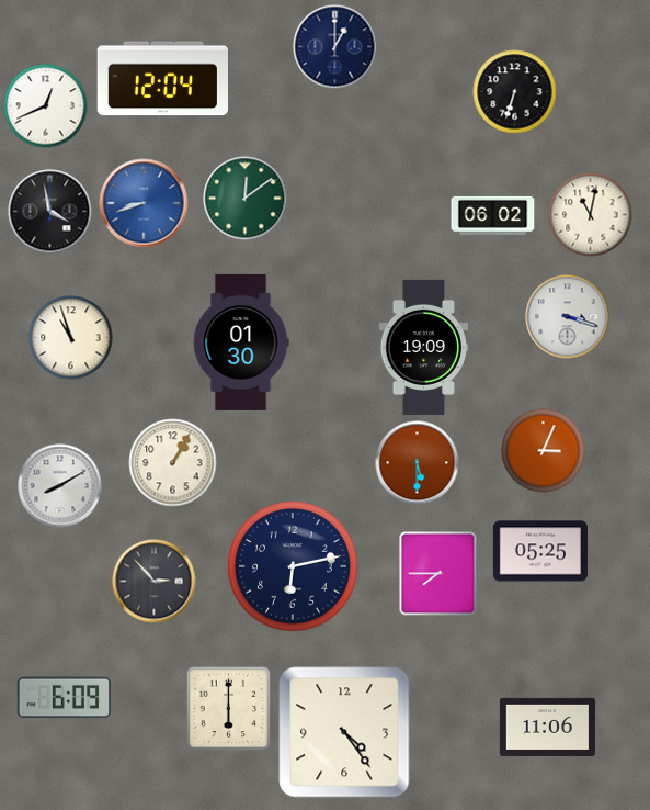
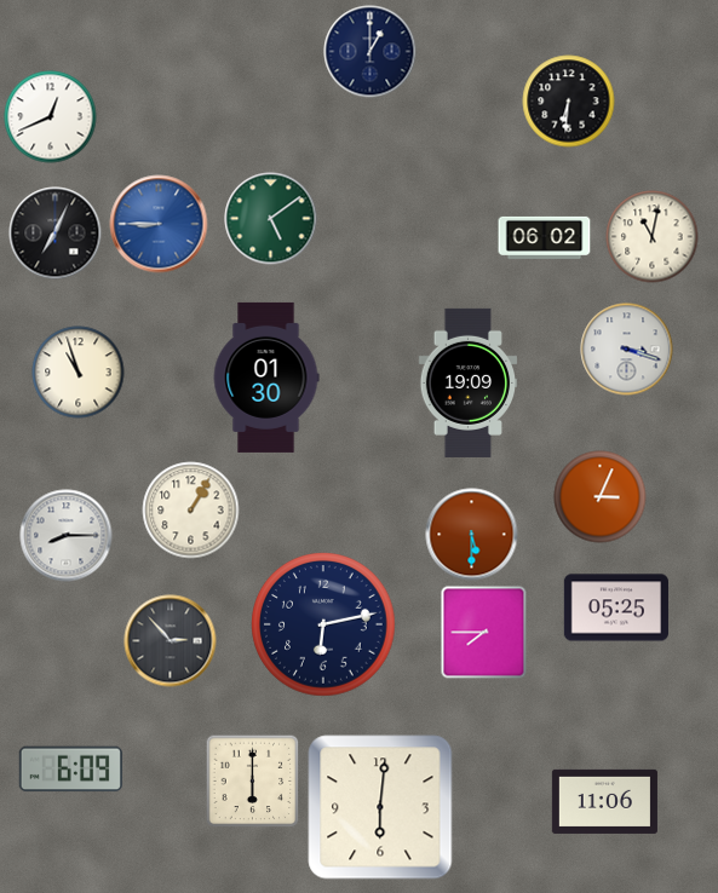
clock at (162, 79): 12:04 -> none
clock at (515, 92): 6:33 -> 6:31
clock at (246, 199): 12:09 -> 5:09
clock at (144, 203): 8:42 -> 8:45
clock at (50, 212): 3:58 -> 7:04
clock at (418, 463) position: (418, 463) -> (472, 535)
clock at (60, 486): 8:10 -> 8:15
clock at (540, 551) position: (540, 551) -> (616, 607)
clock at (344, 732): 4:24 -> 6:01
